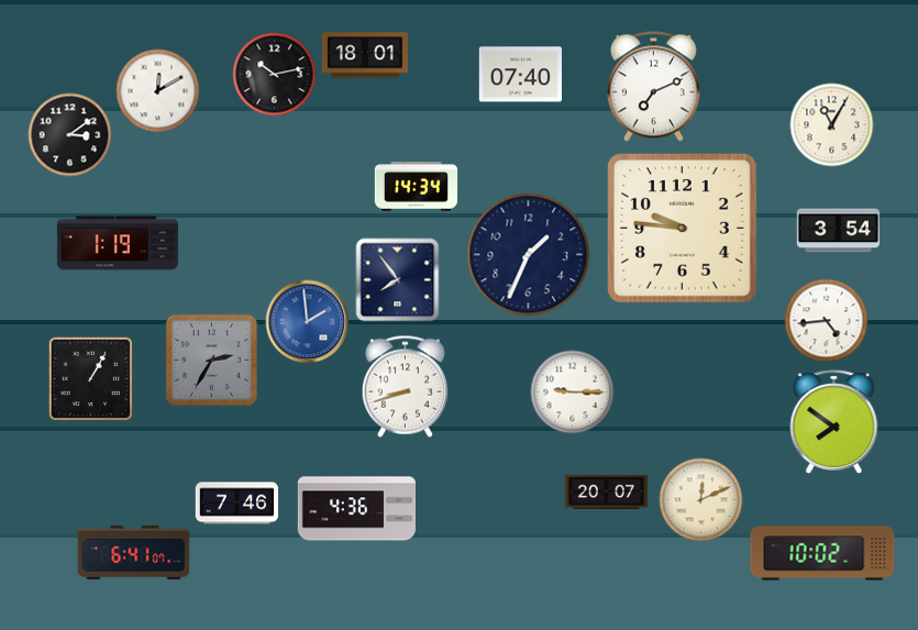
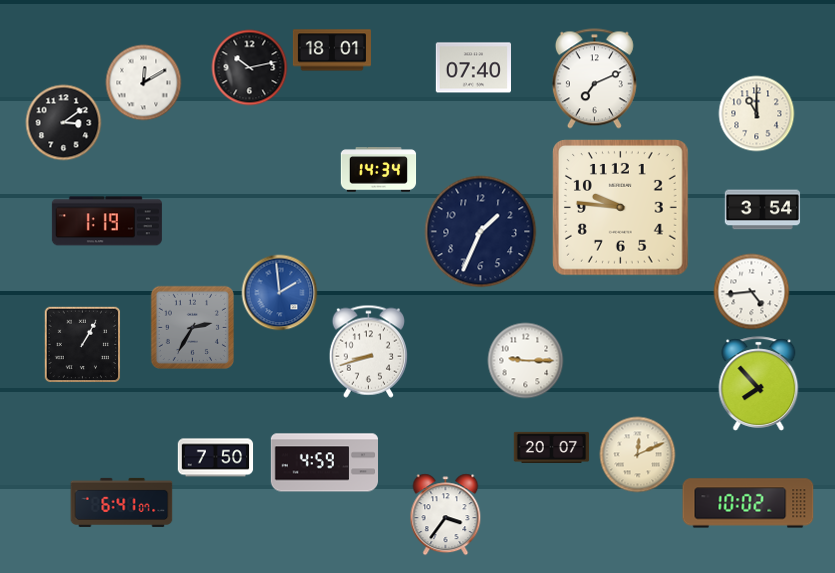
clock at (832, 125): 11:05 -> 11:00
clock at (398, 280): 7:54 -> none
clock at (573, 393) position: (573, 393) -> (526, 361)
clock at (834, 422): 7:51 -> 7:53
clock at (237, 504): 7:46 -> 7:50
clock at (356, 509): 4:36 -> 4:59
clock at (446, 515): none -> 3:36
